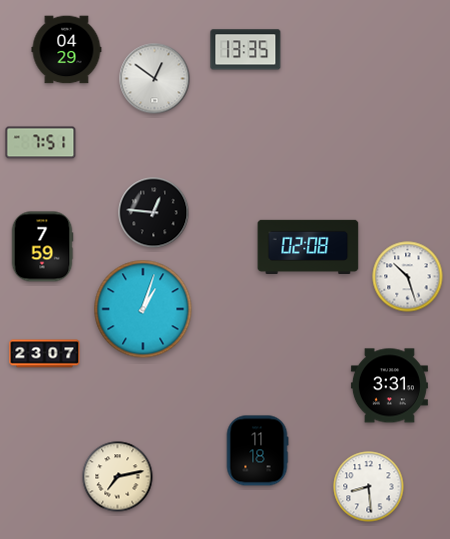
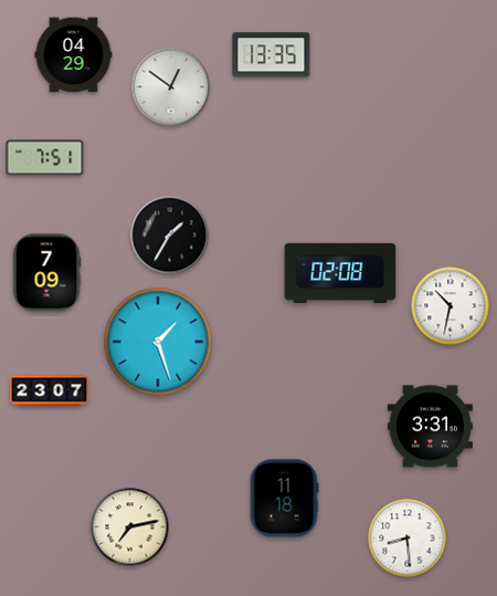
clock at (154, 213): 12:46 -> 1:35
clock at (42, 247): 7:59 -> 7:09
clock at (408, 277): 10:27 -> 10:32
clock at (143, 309): 1:03 -> 1:27
